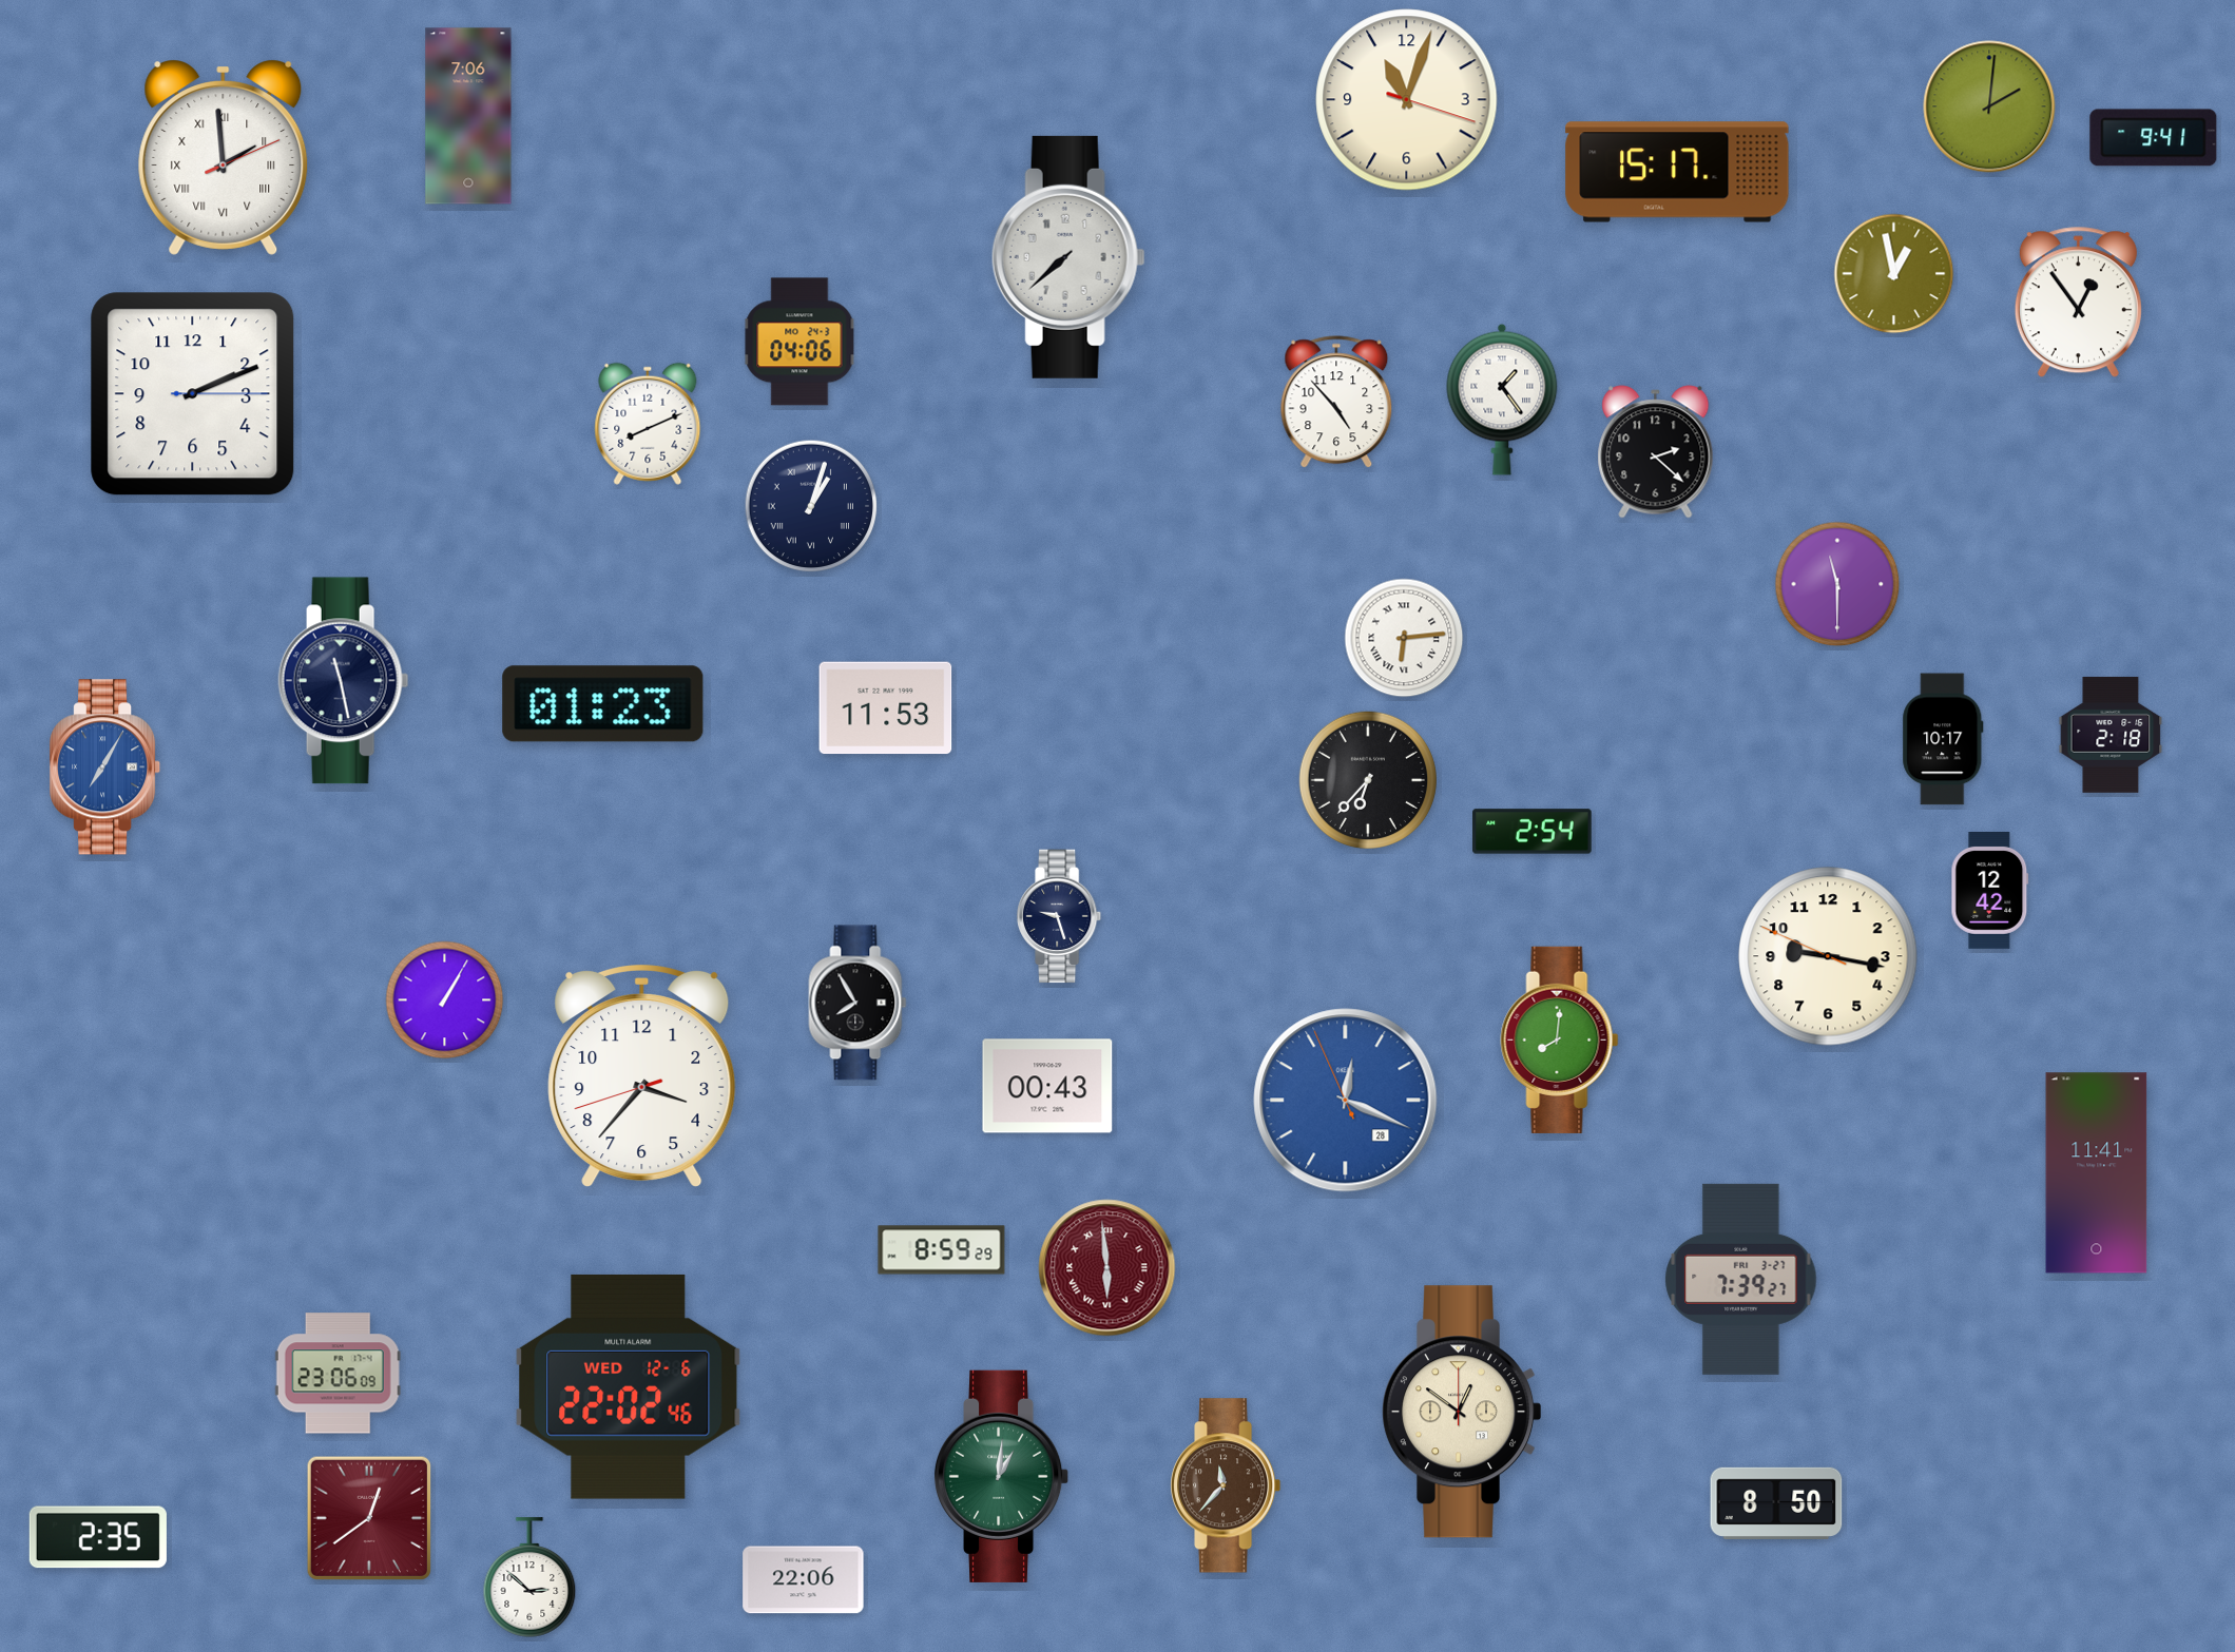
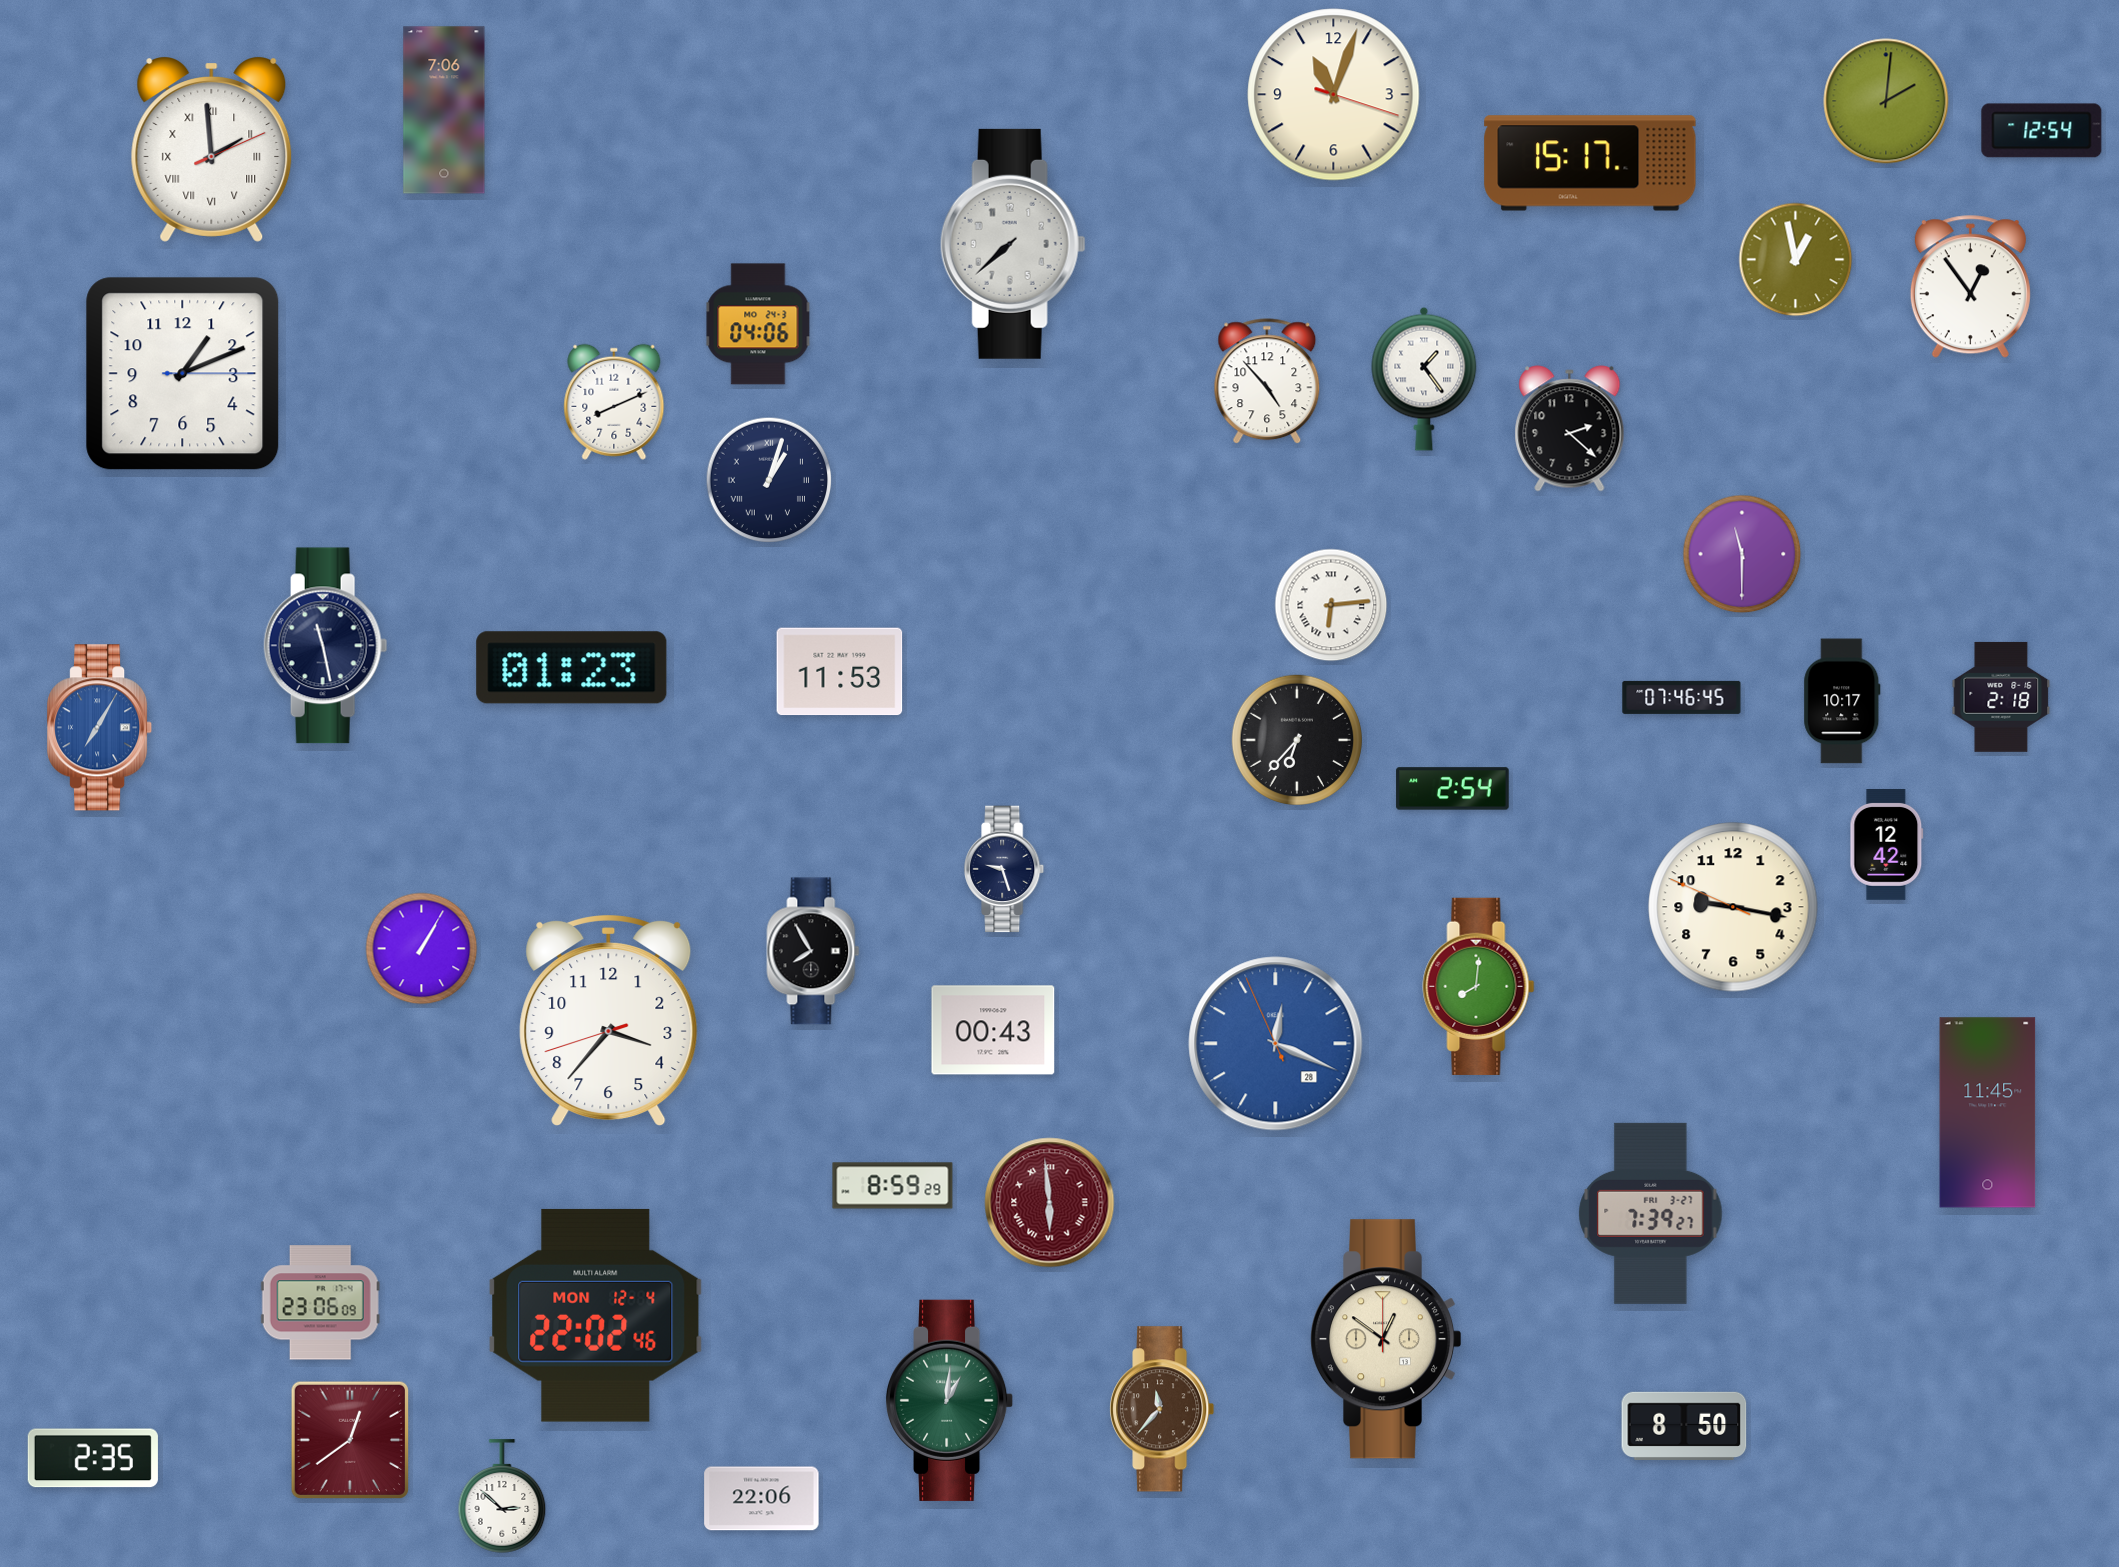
clock at (2154, 138): 9:41 -> 12:54
clock at (193, 394): 2:11 -> 1:11
clock at (1682, 697): none -> 07:46
clock at (2097, 1173): 11:41 -> 11:45
clock at (629, 1386) date: WED 12-6 -> MON 12-4
